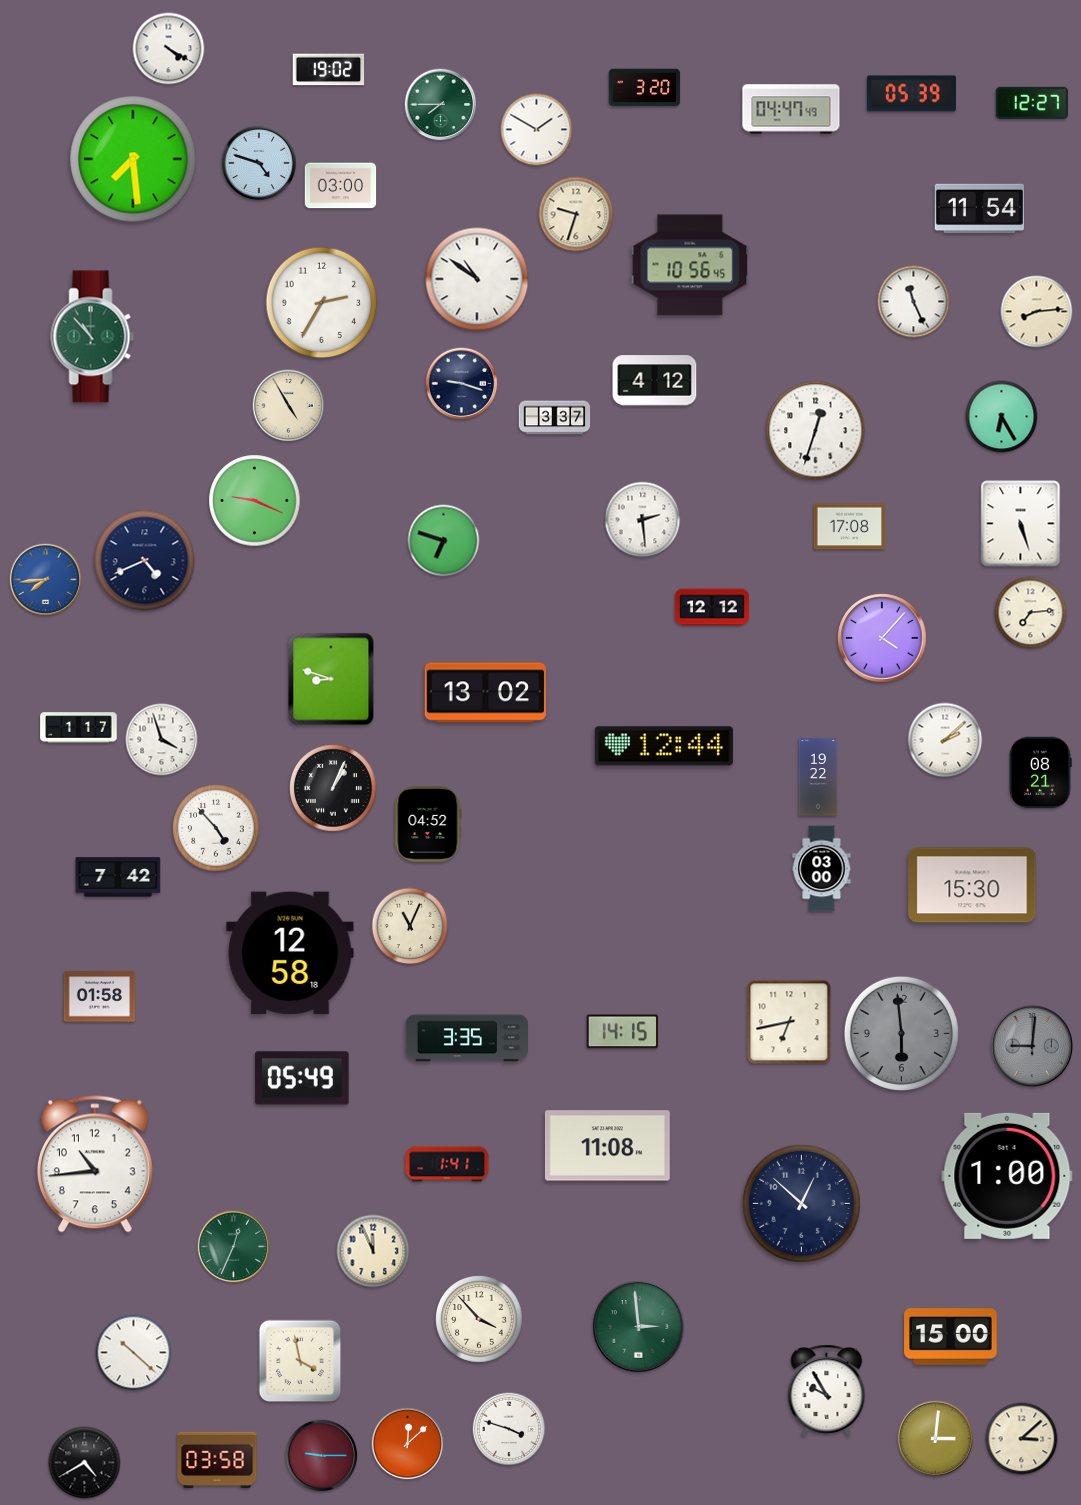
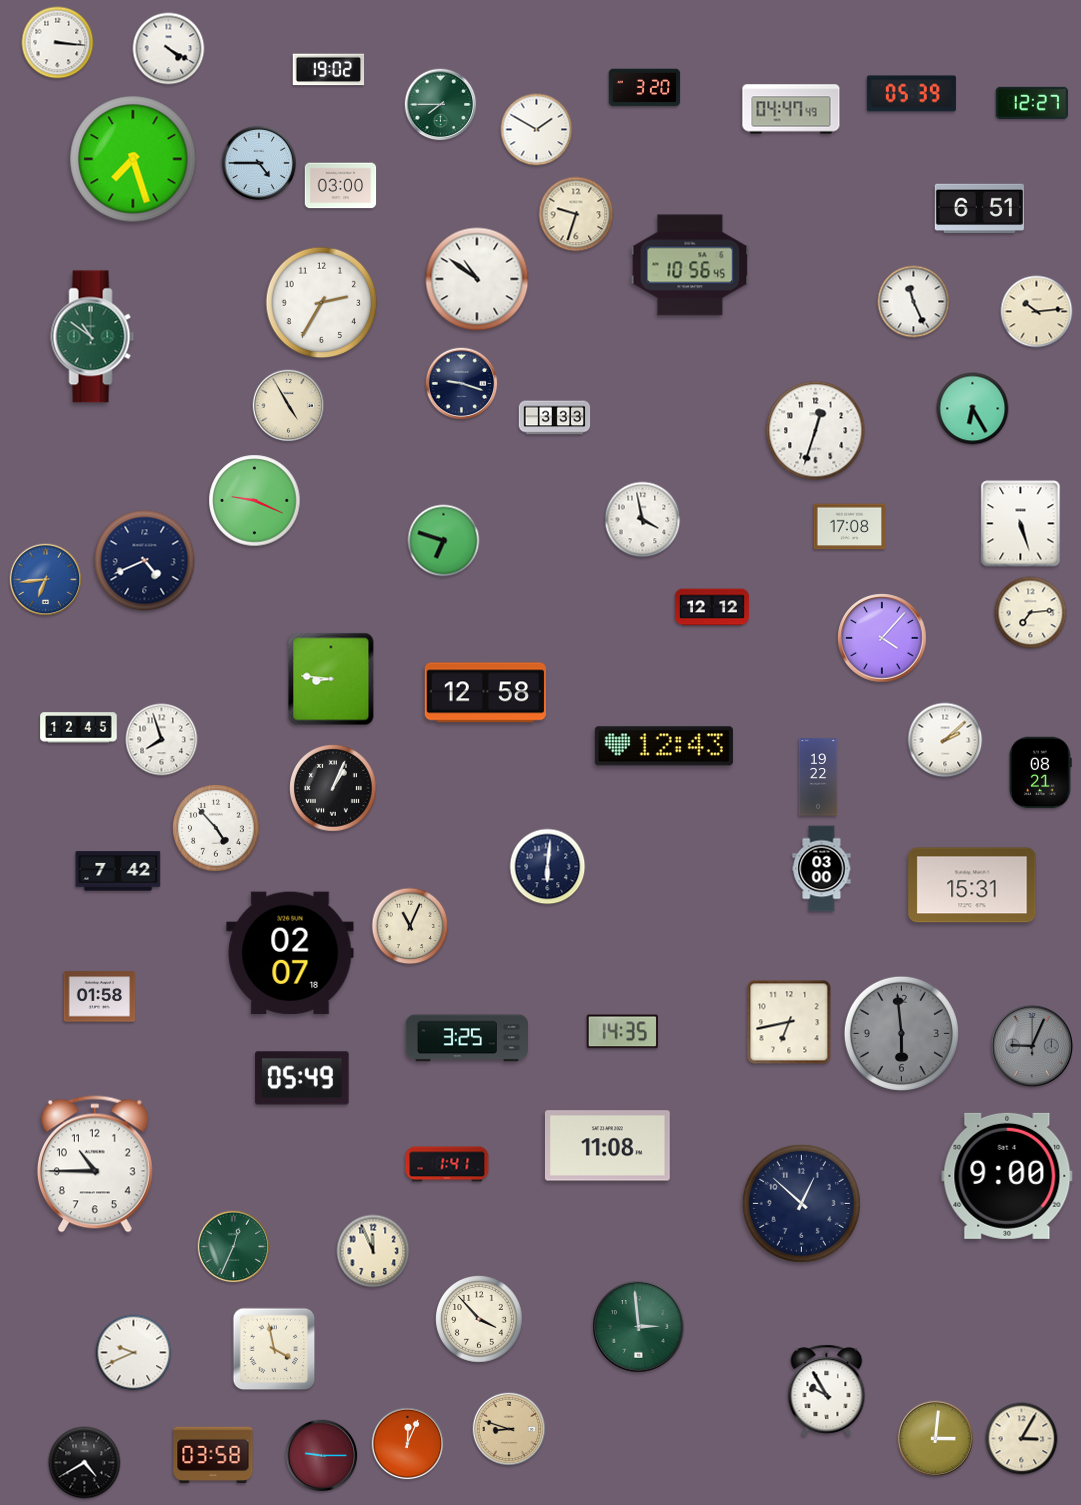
clock at (58, 43): none -> 3:16
clock at (133, 159): 7:29 -> 7:27
clock at (259, 163): 4:48 -> 4:45
clock at (979, 209): 11:54 -> 6:51
clock at (1037, 312): 8:14 -> 10:14
clock at (93, 337): 10:53 -> 10:51
clock at (655, 381): 4:12 -> none
clock at (1002, 417) position: (1002, 417) -> (973, 409)
clock at (555, 418): 3:37 -> 3:33
clock at (643, 520): 2:29 -> 3:58
clock at (46, 580): 7:44 -> 6:44
clock at (331, 679): 8:48 -> 8:46
clock at (485, 693): 13:02 -> 12:58
clock at (79, 728): 1:17 -> 12:45
clock at (162, 740): 3:57 -> 7:57
clock at (664, 746): 12:44 -> 12:43
clock at (428, 824): 04:52 -> none
clock at (548, 867): none -> 6:01
clock at (118, 877) position: (118, 877) -> (118, 871)
clock at (972, 885): 15:30 -> 15:31
clock at (290, 953): 12:58 -> 02:07
clock at (622, 1032): 14:15 -> 14:35
clock at (467, 1038): 3:35 -> 3:25
clock at (1032, 1046): 9:01 -> 9:04
clock at (95, 1164): 10:44 -> 10:45
clock at (1007, 1176): 1:00 -> 9:00
clock at (951, 1337): 15:00 -> none
clock at (134, 1353): 10:22 -> 9:41
clock at (300, 1361) position: (300, 1361) -> (274, 1349)
clock at (509, 1429): 3:48 -> 8:48
clock at (509, 1429) dial: white -> champagne
clock at (1022, 1439): 3:08 -> 3:05
clock at (408, 1444): 12:08 -> 12:04
clock at (217, 1460) position: (217, 1460) -> (213, 1455)
